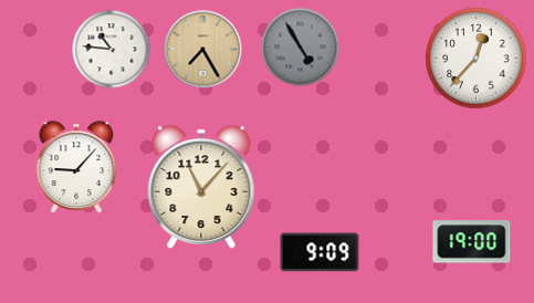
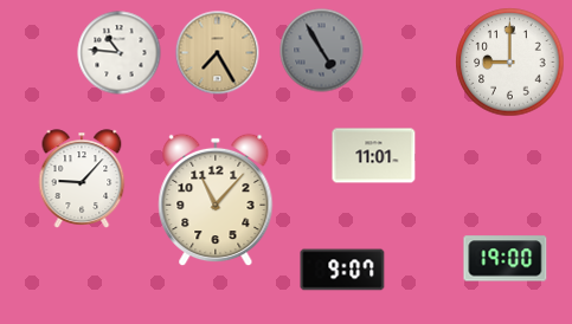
clock at (477, 59): 12:37 -> 9:00
clock at (374, 156): none -> 11:01
clock at (320, 252): 9:09 -> 9:07
